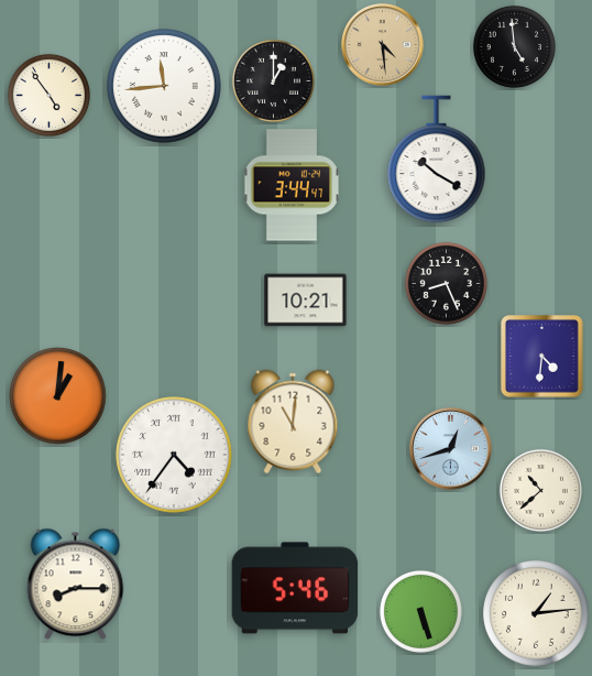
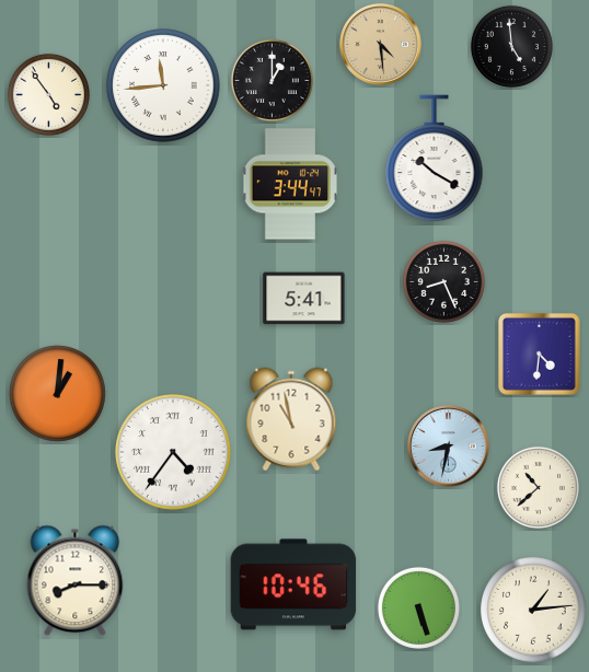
clock at (306, 301): 10:21 -> 5:41
clock at (293, 422): 11:01 -> 10:58
clock at (451, 449): 12:42 -> 8:32
clock at (295, 588): 5:46 -> 10:46
